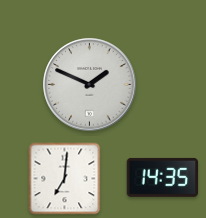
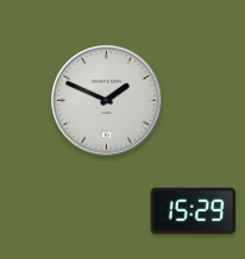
clock at (163, 177): 14:35 -> 15:29
clock at (65, 179): 7:01 -> none
